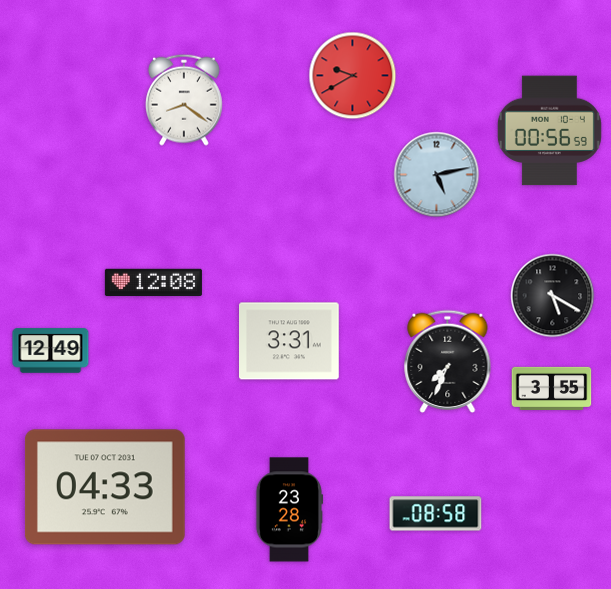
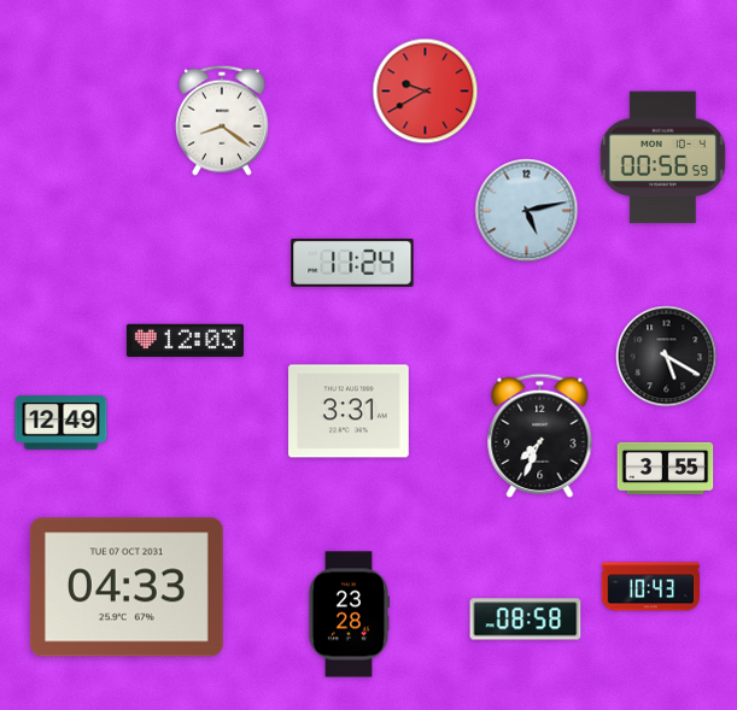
clock at (352, 263): none -> 11:24
clock at (153, 283): 12:08 -> 12:03
clock at (650, 587): none -> 10:43
